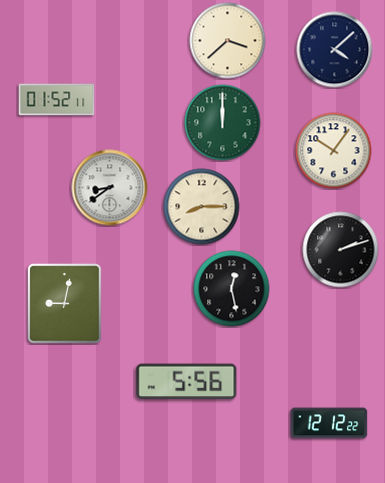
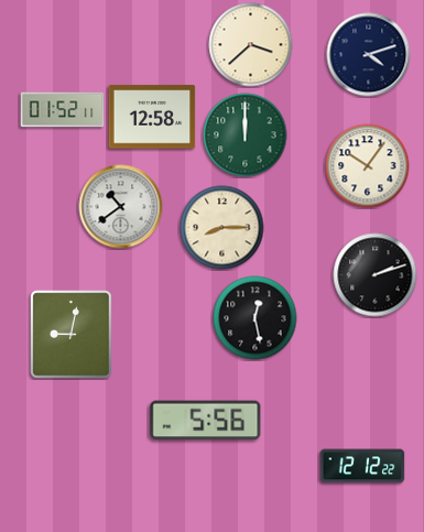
clock at (335, 50): 4:08 -> 4:12
clock at (152, 117): none -> 12:58
clock at (110, 188): 8:39 -> 10:39
